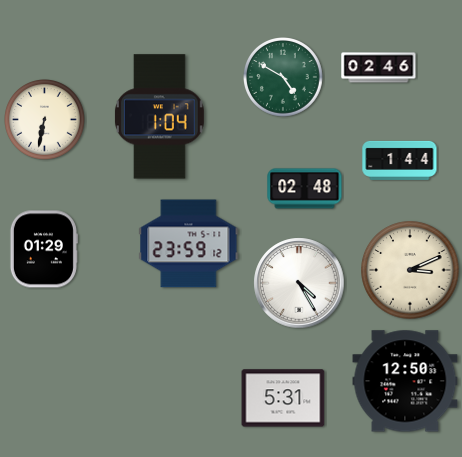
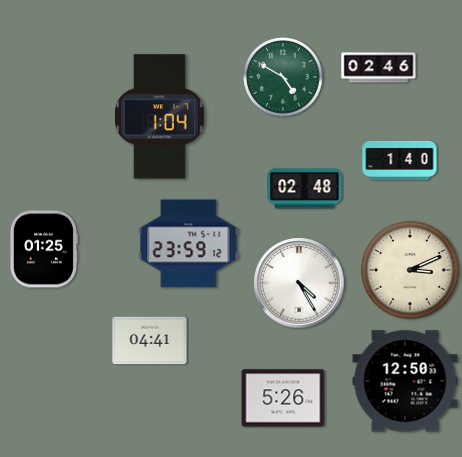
clock at (45, 120): 6:32 -> none
clock at (400, 160): 1:44 -> 1:40
clock at (44, 249): 01:29 -> 01:25
clock at (150, 341): none -> 04:41
clock at (283, 398): 5:31 -> 5:26
